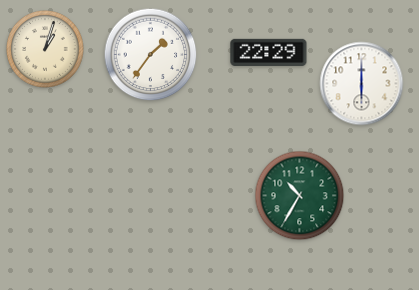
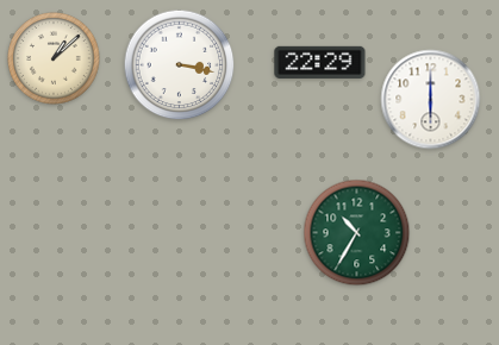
clock at (45, 49): 1:03 -> 1:08
clock at (151, 55): 1:36 -> 3:17
